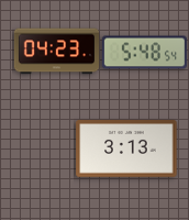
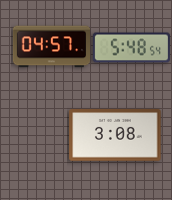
clock at (56, 52): 04:23 -> 04:57
clock at (126, 150): 3:13 -> 3:08
